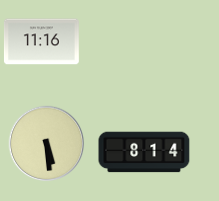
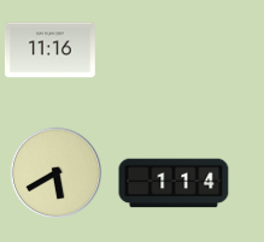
clock at (47, 144): 5:29 -> 5:40
clock at (144, 152): 8:14 -> 1:14
